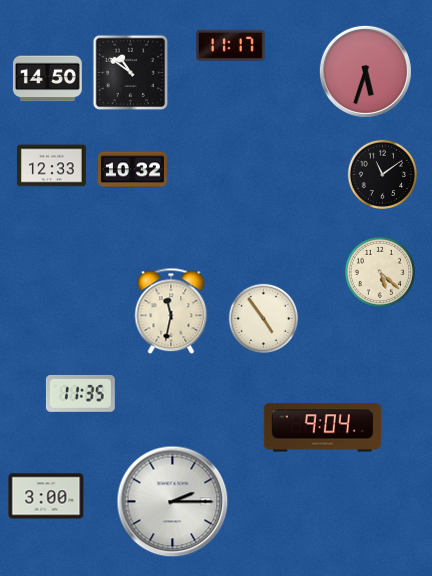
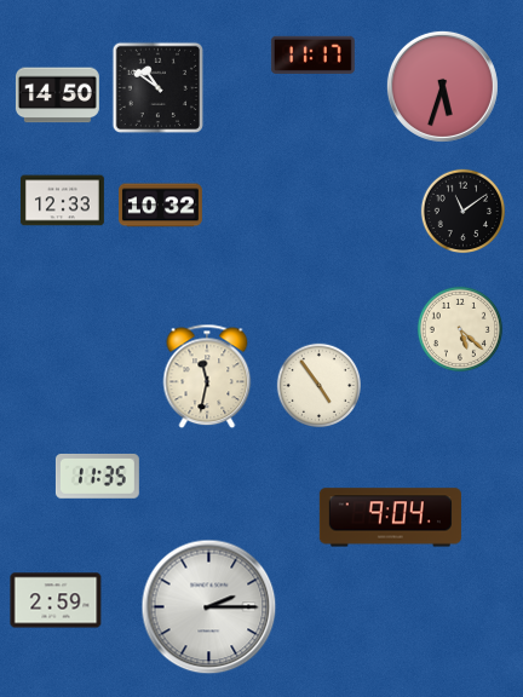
clock at (230, 45) position: (230, 45) -> (312, 54)
clock at (46, 496): 3:00 -> 2:59
